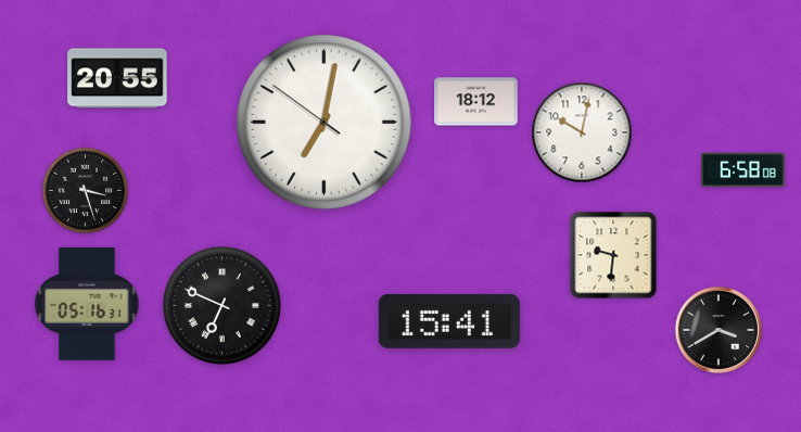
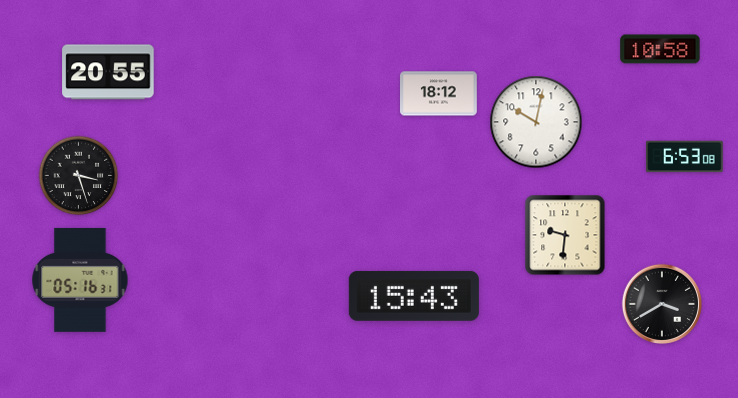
clock at (660, 49): none -> 10:58
clock at (325, 123): 7:01 -> none
clock at (743, 170): 6:58 -> 6:53
clock at (221, 305): 6:49 -> none
clock at (449, 321): 15:41 -> 15:43
